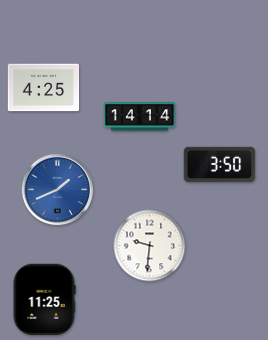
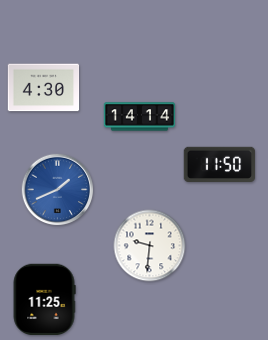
clock at (44, 88): 4:25 -> 4:30
clock at (220, 165): 3:50 -> 11:50
